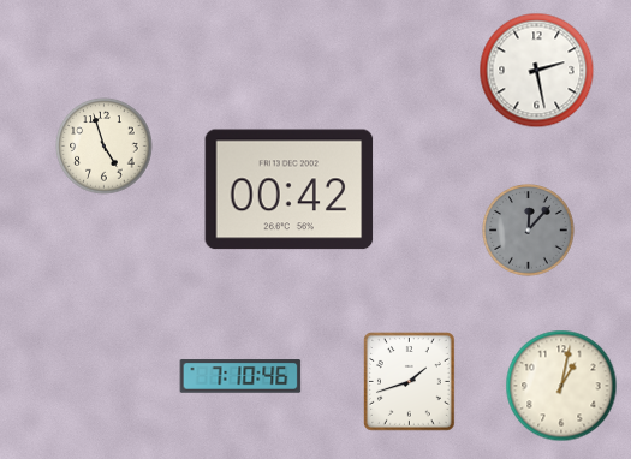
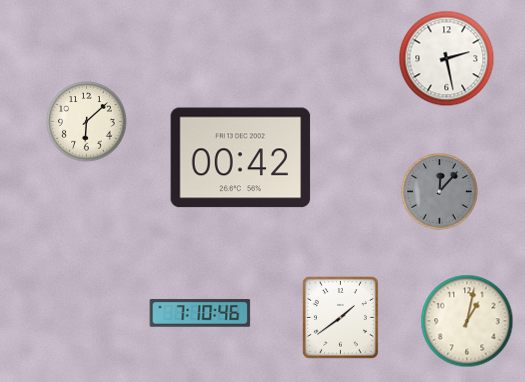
clock at (105, 147): 4:57 -> 6:08
clock at (410, 382): 1:42 -> 1:39
